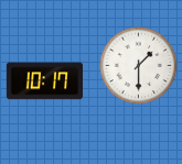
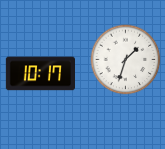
clock at (139, 66): 1:30 -> 1:33
